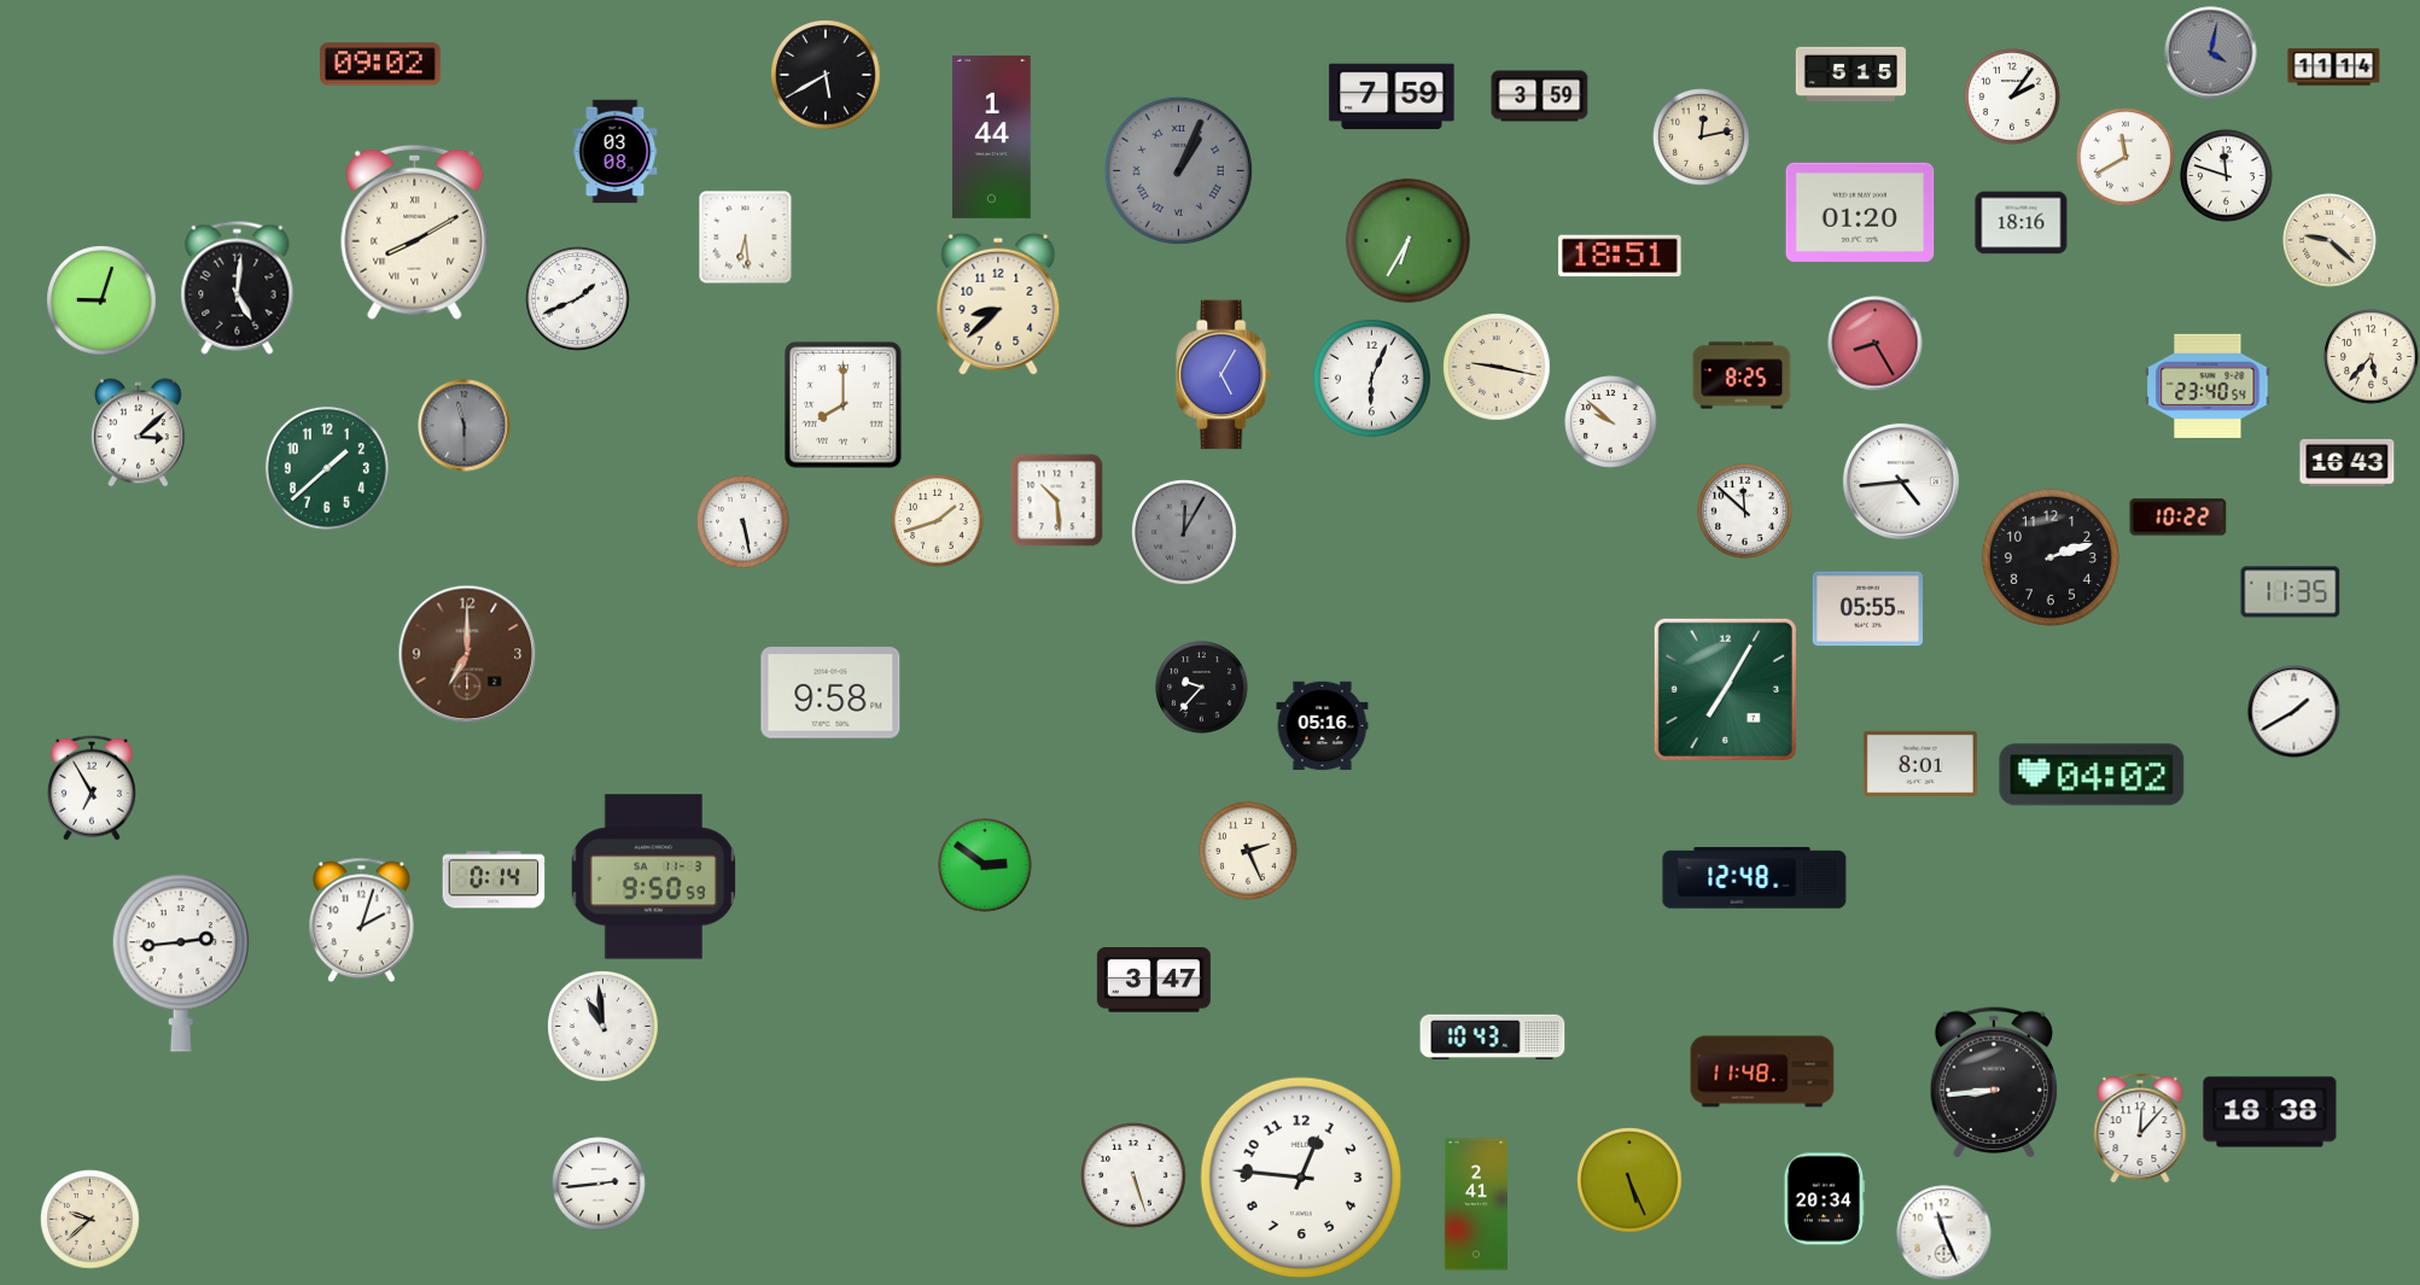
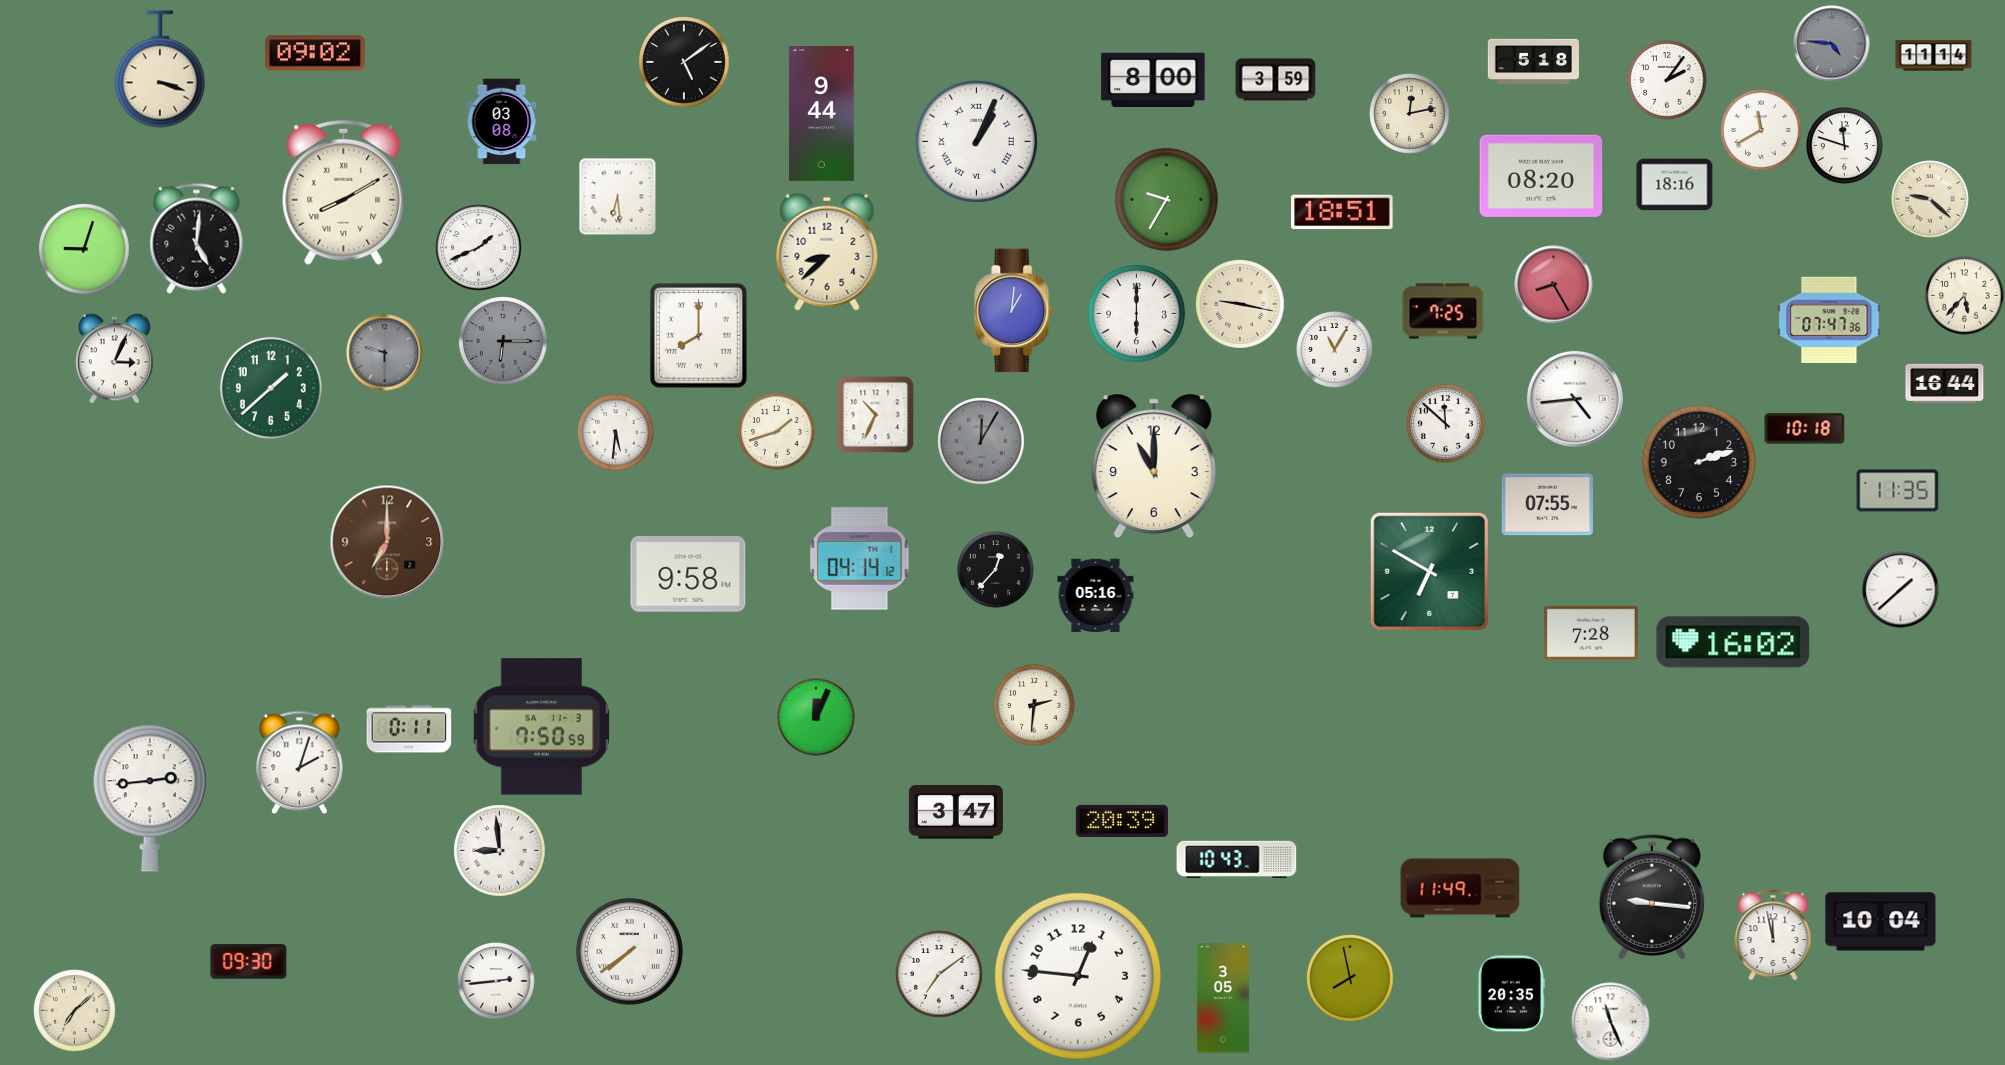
clock at (2211, 53): 4:02 -> 4:46
clock at (1850, 74): 5:15 -> 5:18
clock at (827, 76): 5:40 -> 5:09
clock at (160, 69): none -> 3:18
clock at (1392, 97): 7:59 -> 8:00
clock at (992, 138): 1:44 -> 9:44
clock at (616, 152) position: (616, 152) -> (502, 122)
clock at (1178, 170) dial: grey -> white
clock at (1860, 212): 01:20 -> 08:20
clock at (1407, 240): 6:35 -> 9:35
clock at (1224, 375): 5:05 -> 1:01
clock at (1742, 375): 8:25 -> 7:25
clock at (1371, 378): 6:04 -> 6:00
clock at (2208, 386): 23:40 -> 07:47
clock at (504, 342): none -> 6:15
clock at (1611, 422): 9:52 -> 11:05
clock at (465, 426): 11:30 -> 9:30
clock at (138, 433): 3:08 -> 3:04
clock at (2348, 462): 16:43 -> 16:44
clock at (1056, 500): 10:29 -> 10:34
clock at (2179, 518): 10:22 -> 10:18
clock at (744, 522): 5:28 -> 5:31
clock at (1154, 466): none -> 11:00
clock at (1867, 609): 05:55 -> 07:55
clock at (860, 559): none -> 04:14
clock at (1202, 688): 9:37 -> 12:37
clock at (1725, 689): 7:05 -> 6:50
clock at (2294, 712): 1:40 -> 1:38
clock at (1323, 726) position: (1323, 726) -> (1096, 596)
clock at (1920, 764): 8:01 -> 7:28
clock at (2092, 775): 04:02 -> 16:02
clock at (92, 788): 6:55 -> none
clock at (1248, 851): 2:26 -> 2:31
clock at (985, 865): 2:51 -> 12:04
clock at (653, 877): 9:50 -> 7:50
clock at (1755, 878): 12:48 -> none
clock at (494, 880): 0:14 -> 0:11
clock at (1122, 821): none -> 20:39
clock at (603, 1027): 10:59 -> 8:59
clock at (1762, 1071): 11:48 -> 11:49
clock at (1994, 1082): 8:44 -> 9:16
clock at (2270, 1112): 18:38 -> 10:04
clock at (2140, 1128): 12:07 -> 11:58
clock at (629, 951): none -> 7:39
clock at (249, 962): none -> 09:30
clock at (1133, 1175): 5:27 -> 7:09
clock at (1629, 1180): 5:26 -> 7:58
clock at (1824, 1199): 20:34 -> 20:35
clock at (1476, 1204): 2:41 -> 3:05
clock at (91, 1220): 9:38 -> 7:08
